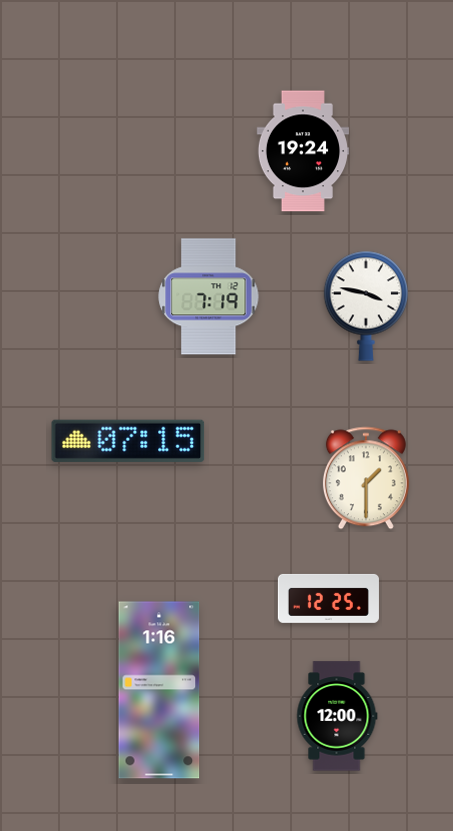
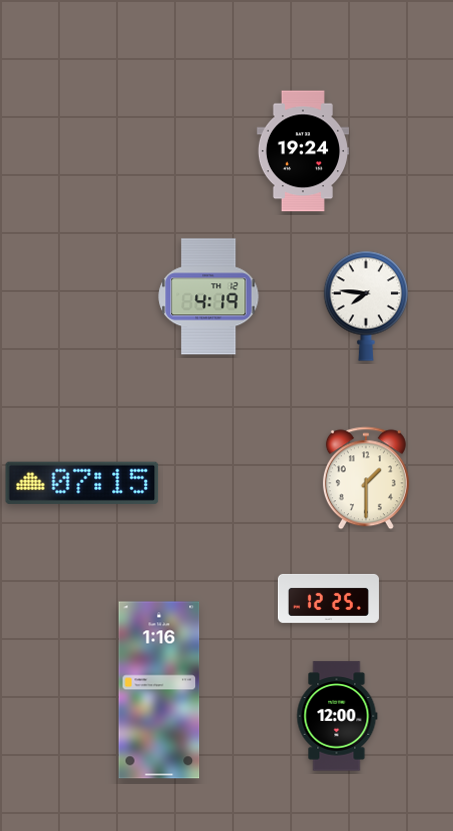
clock at (209, 297): 7:19 -> 4:19
clock at (365, 306): 3:47 -> 7:46
clock at (128, 441) position: (128, 441) -> (82, 483)
